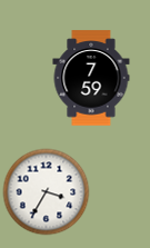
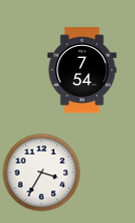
clock at (91, 78): 7:59 -> 7:54
